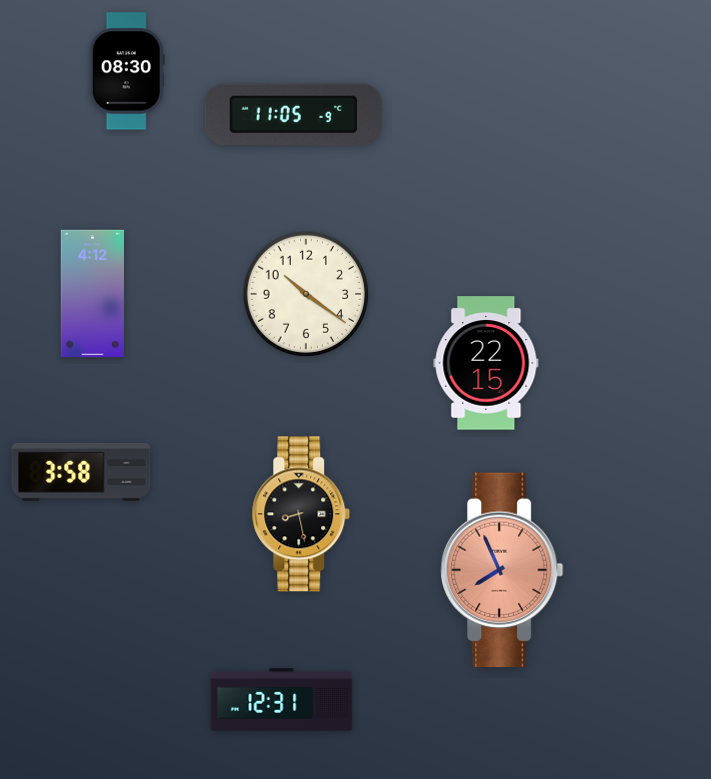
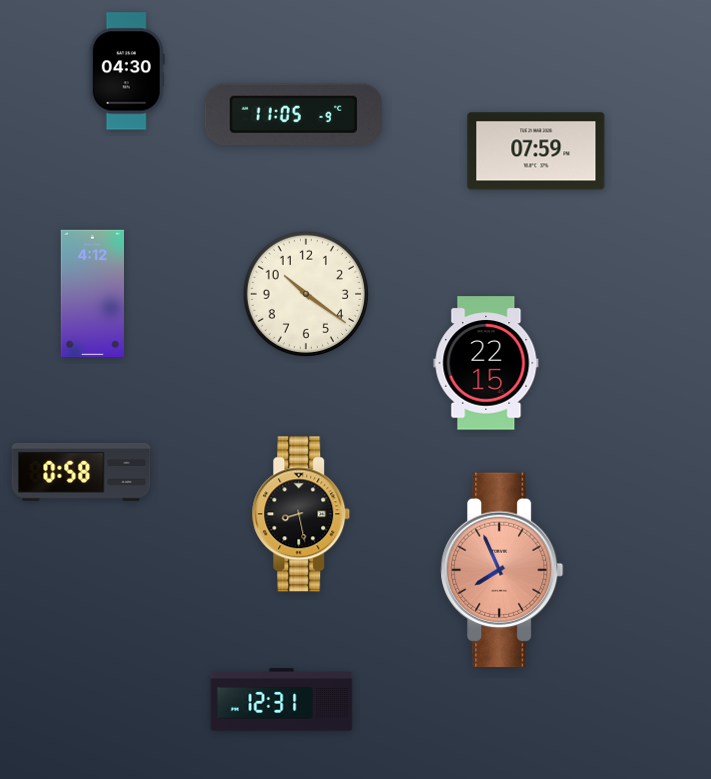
clock at (127, 71): 08:30 -> 04:30
clock at (536, 151): none -> 07:59
clock at (81, 472): 3:58 -> 0:58
